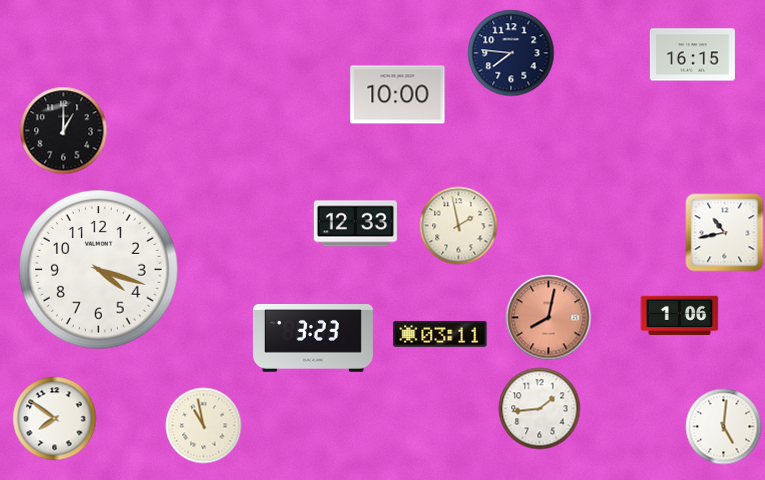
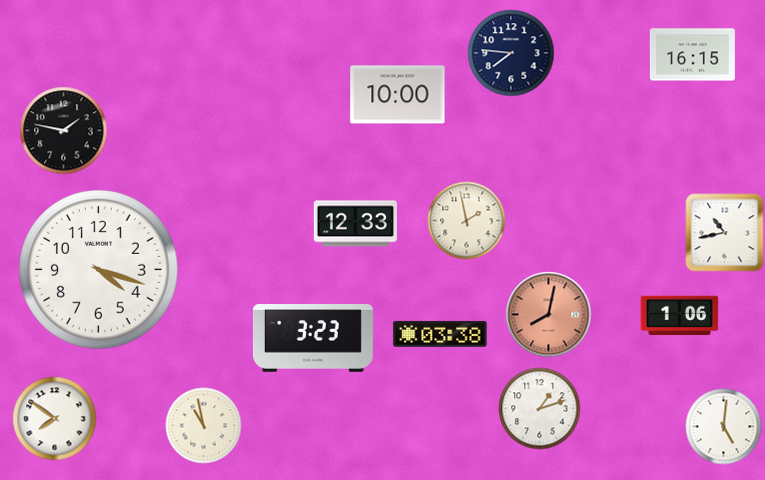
clock at (64, 131): 1:00 -> 1:47
clock at (459, 226) position: (459, 226) -> (467, 221)
clock at (549, 318) position: (549, 318) -> (549, 315)
clock at (440, 334): 03:11 -> 03:38
clock at (540, 409): 1:44 -> 1:12
